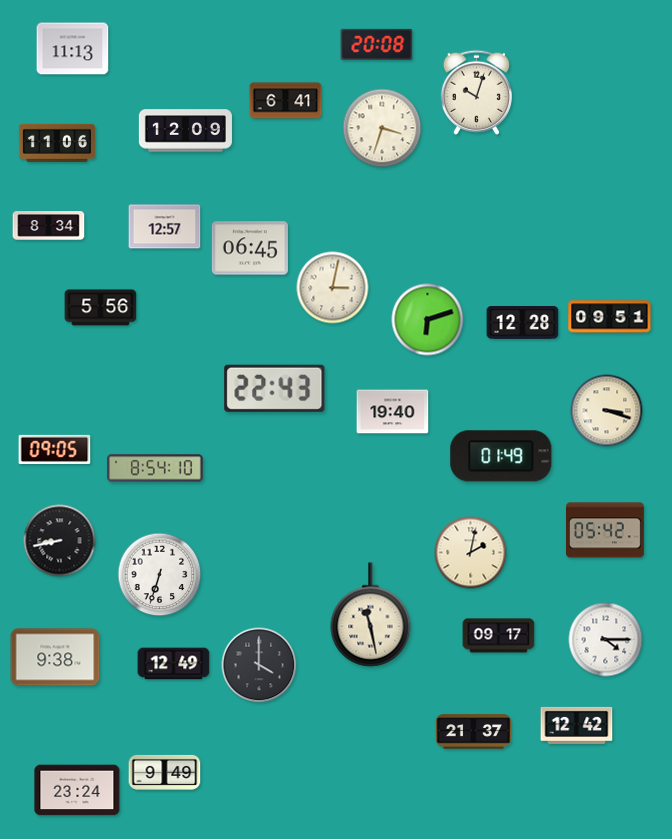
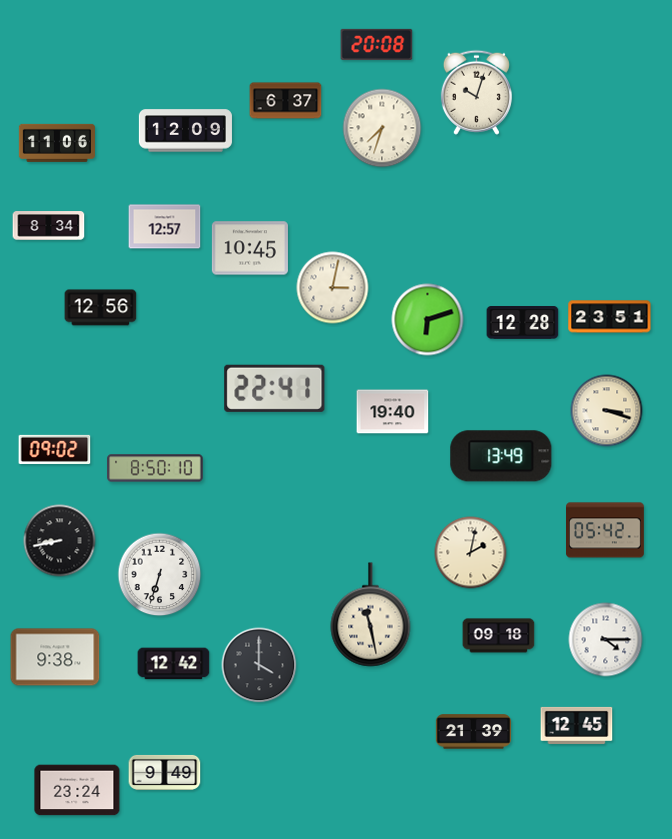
clock at (73, 49): 11:13 -> none
clock at (286, 101): 6:41 -> 6:37
clock at (382, 128): 3:33 -> 7:33
clock at (250, 248): 06:45 -> 10:45
clock at (101, 308): 5:56 -> 12:56
clock at (610, 317): 09:51 -> 23:51
clock at (275, 388): 22:43 -> 22:41
clock at (55, 449): 09:05 -> 09:02
clock at (501, 456): 01:49 -> 13:49
clock at (155, 468): 8:54 -> 8:50
clock at (499, 636): 09:17 -> 09:18
clock at (174, 664): 12:49 -> 12:42
clock at (577, 725): 12:42 -> 12:45
clock at (473, 732): 21:37 -> 21:39
